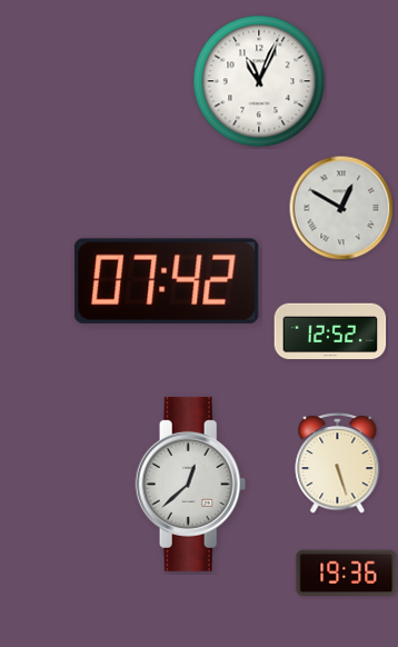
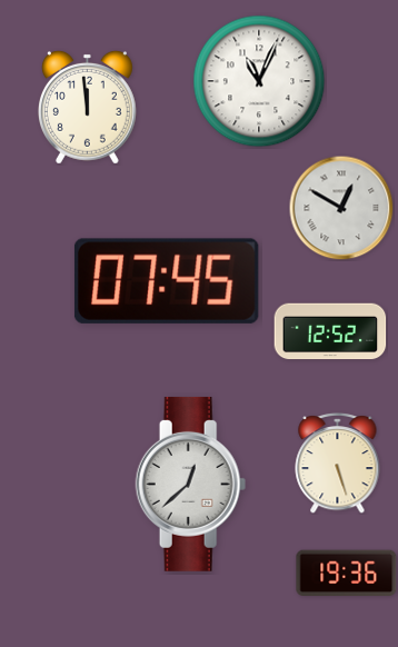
clock at (87, 107): none -> 11:59
clock at (167, 281): 07:42 -> 07:45
